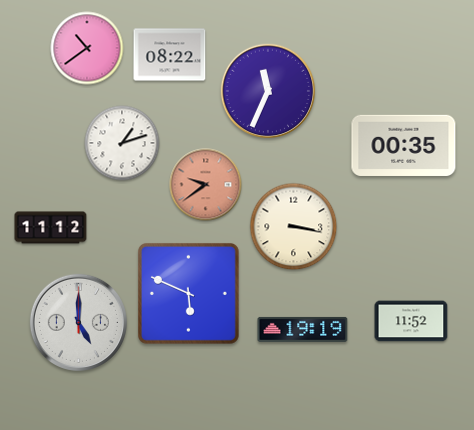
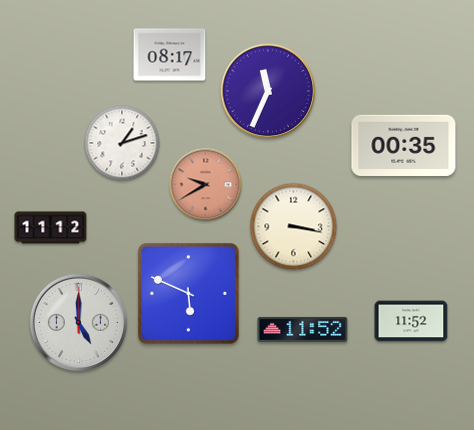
clock at (87, 48): 10:39 -> none
clock at (170, 55): 08:22 -> 08:17
clock at (206, 185): 9:39 -> 9:40
clock at (303, 329): 19:19 -> 11:52
